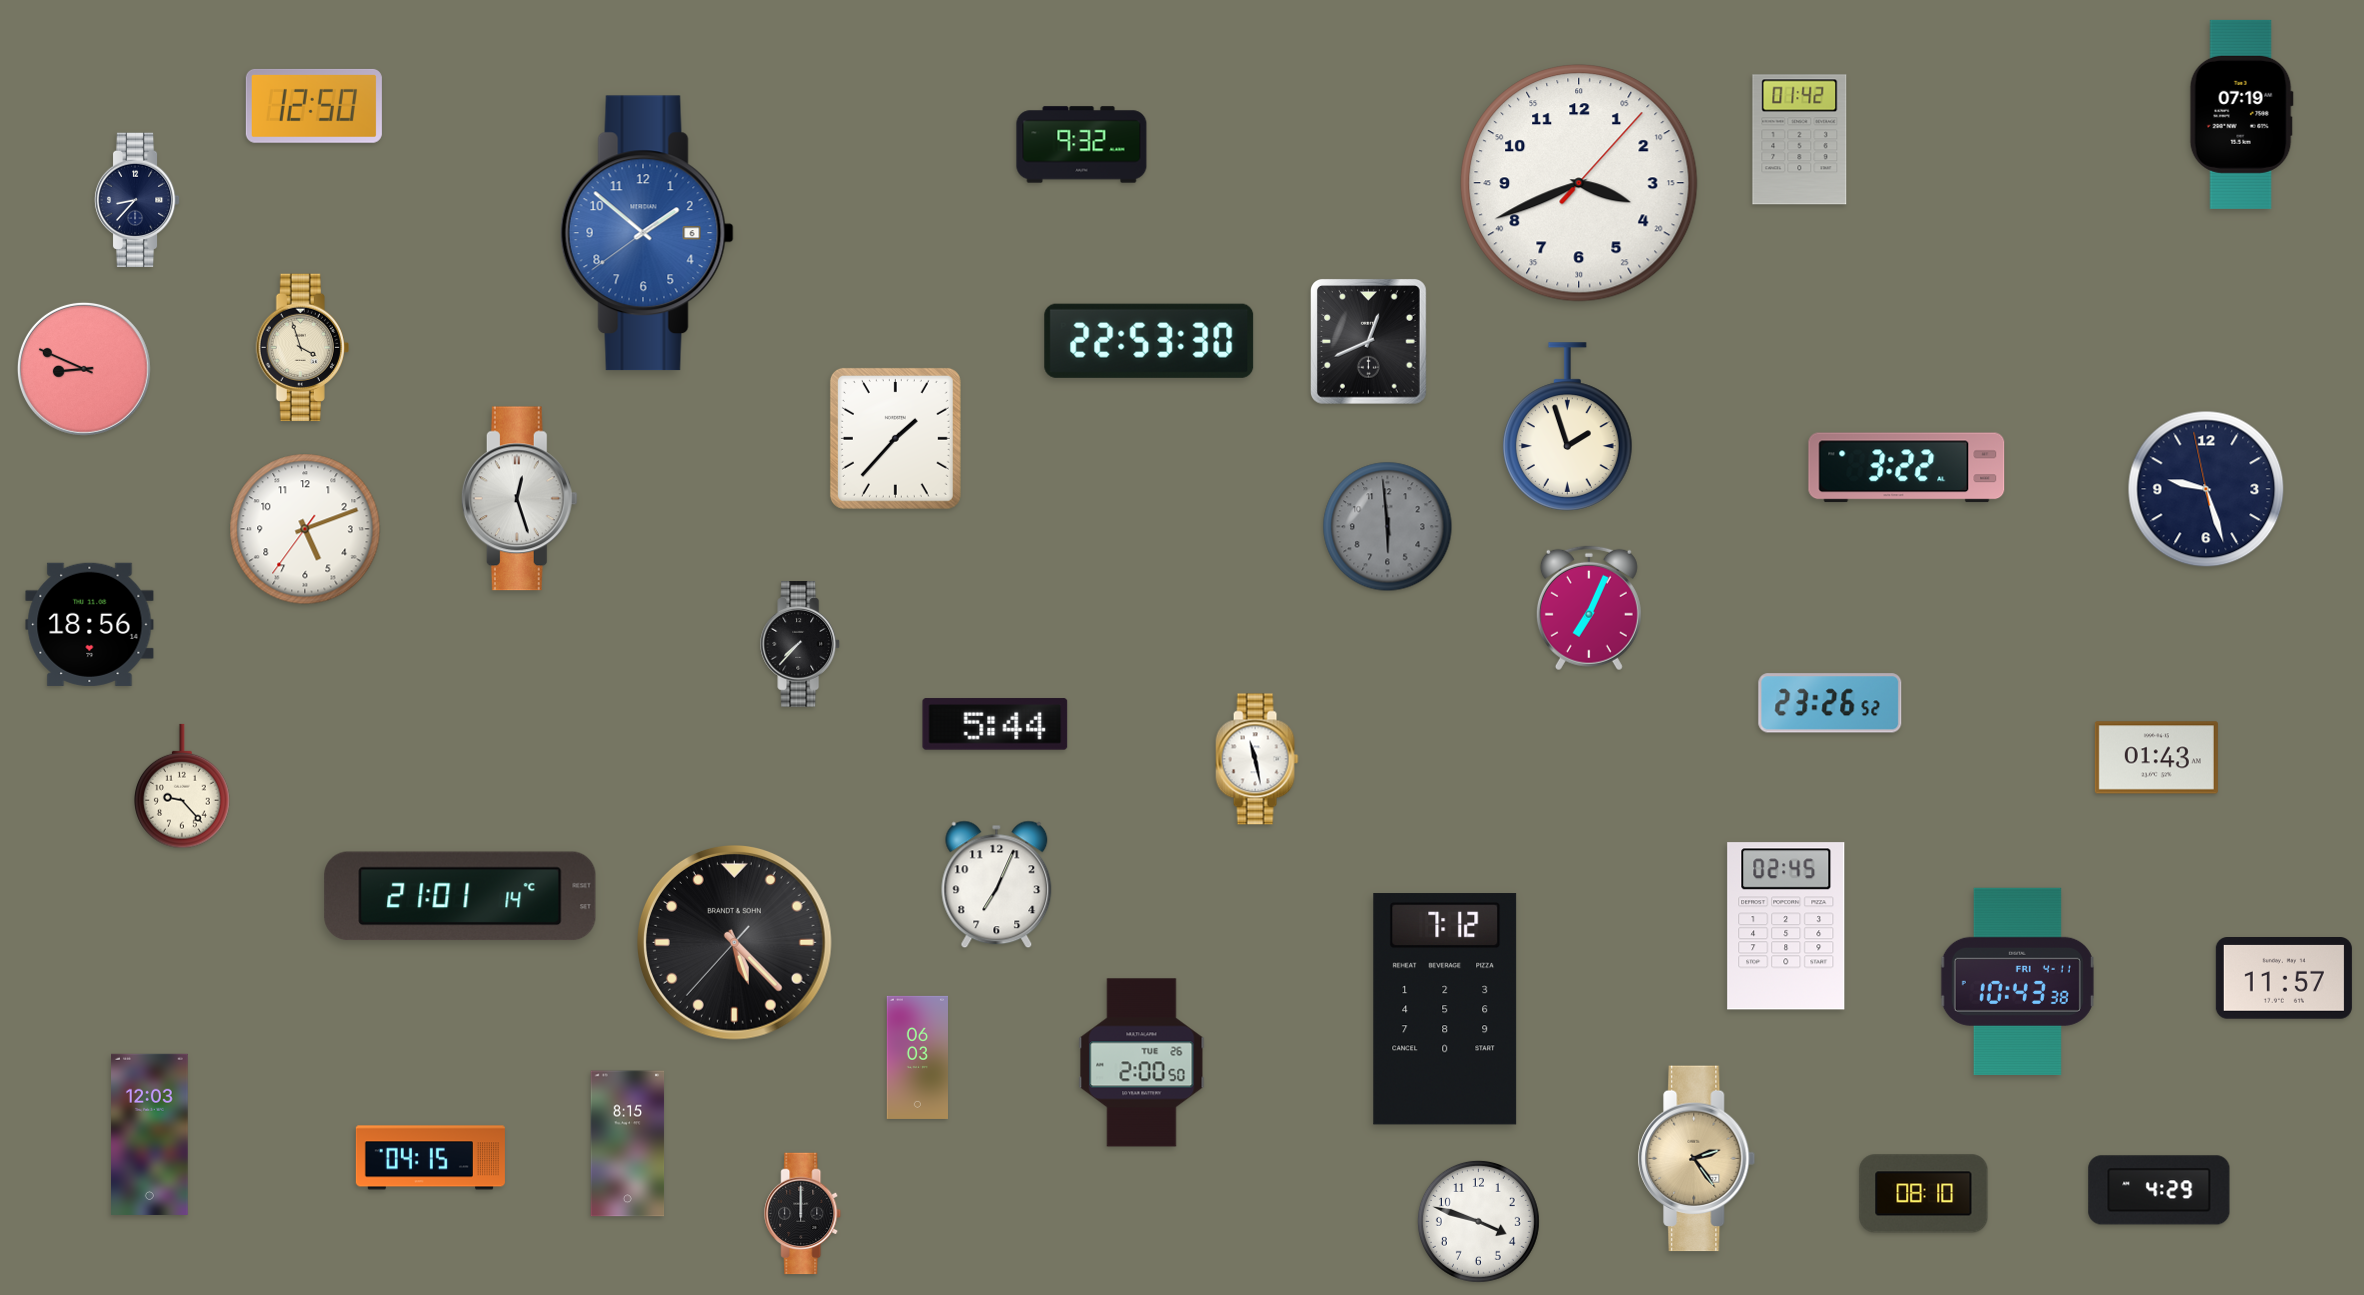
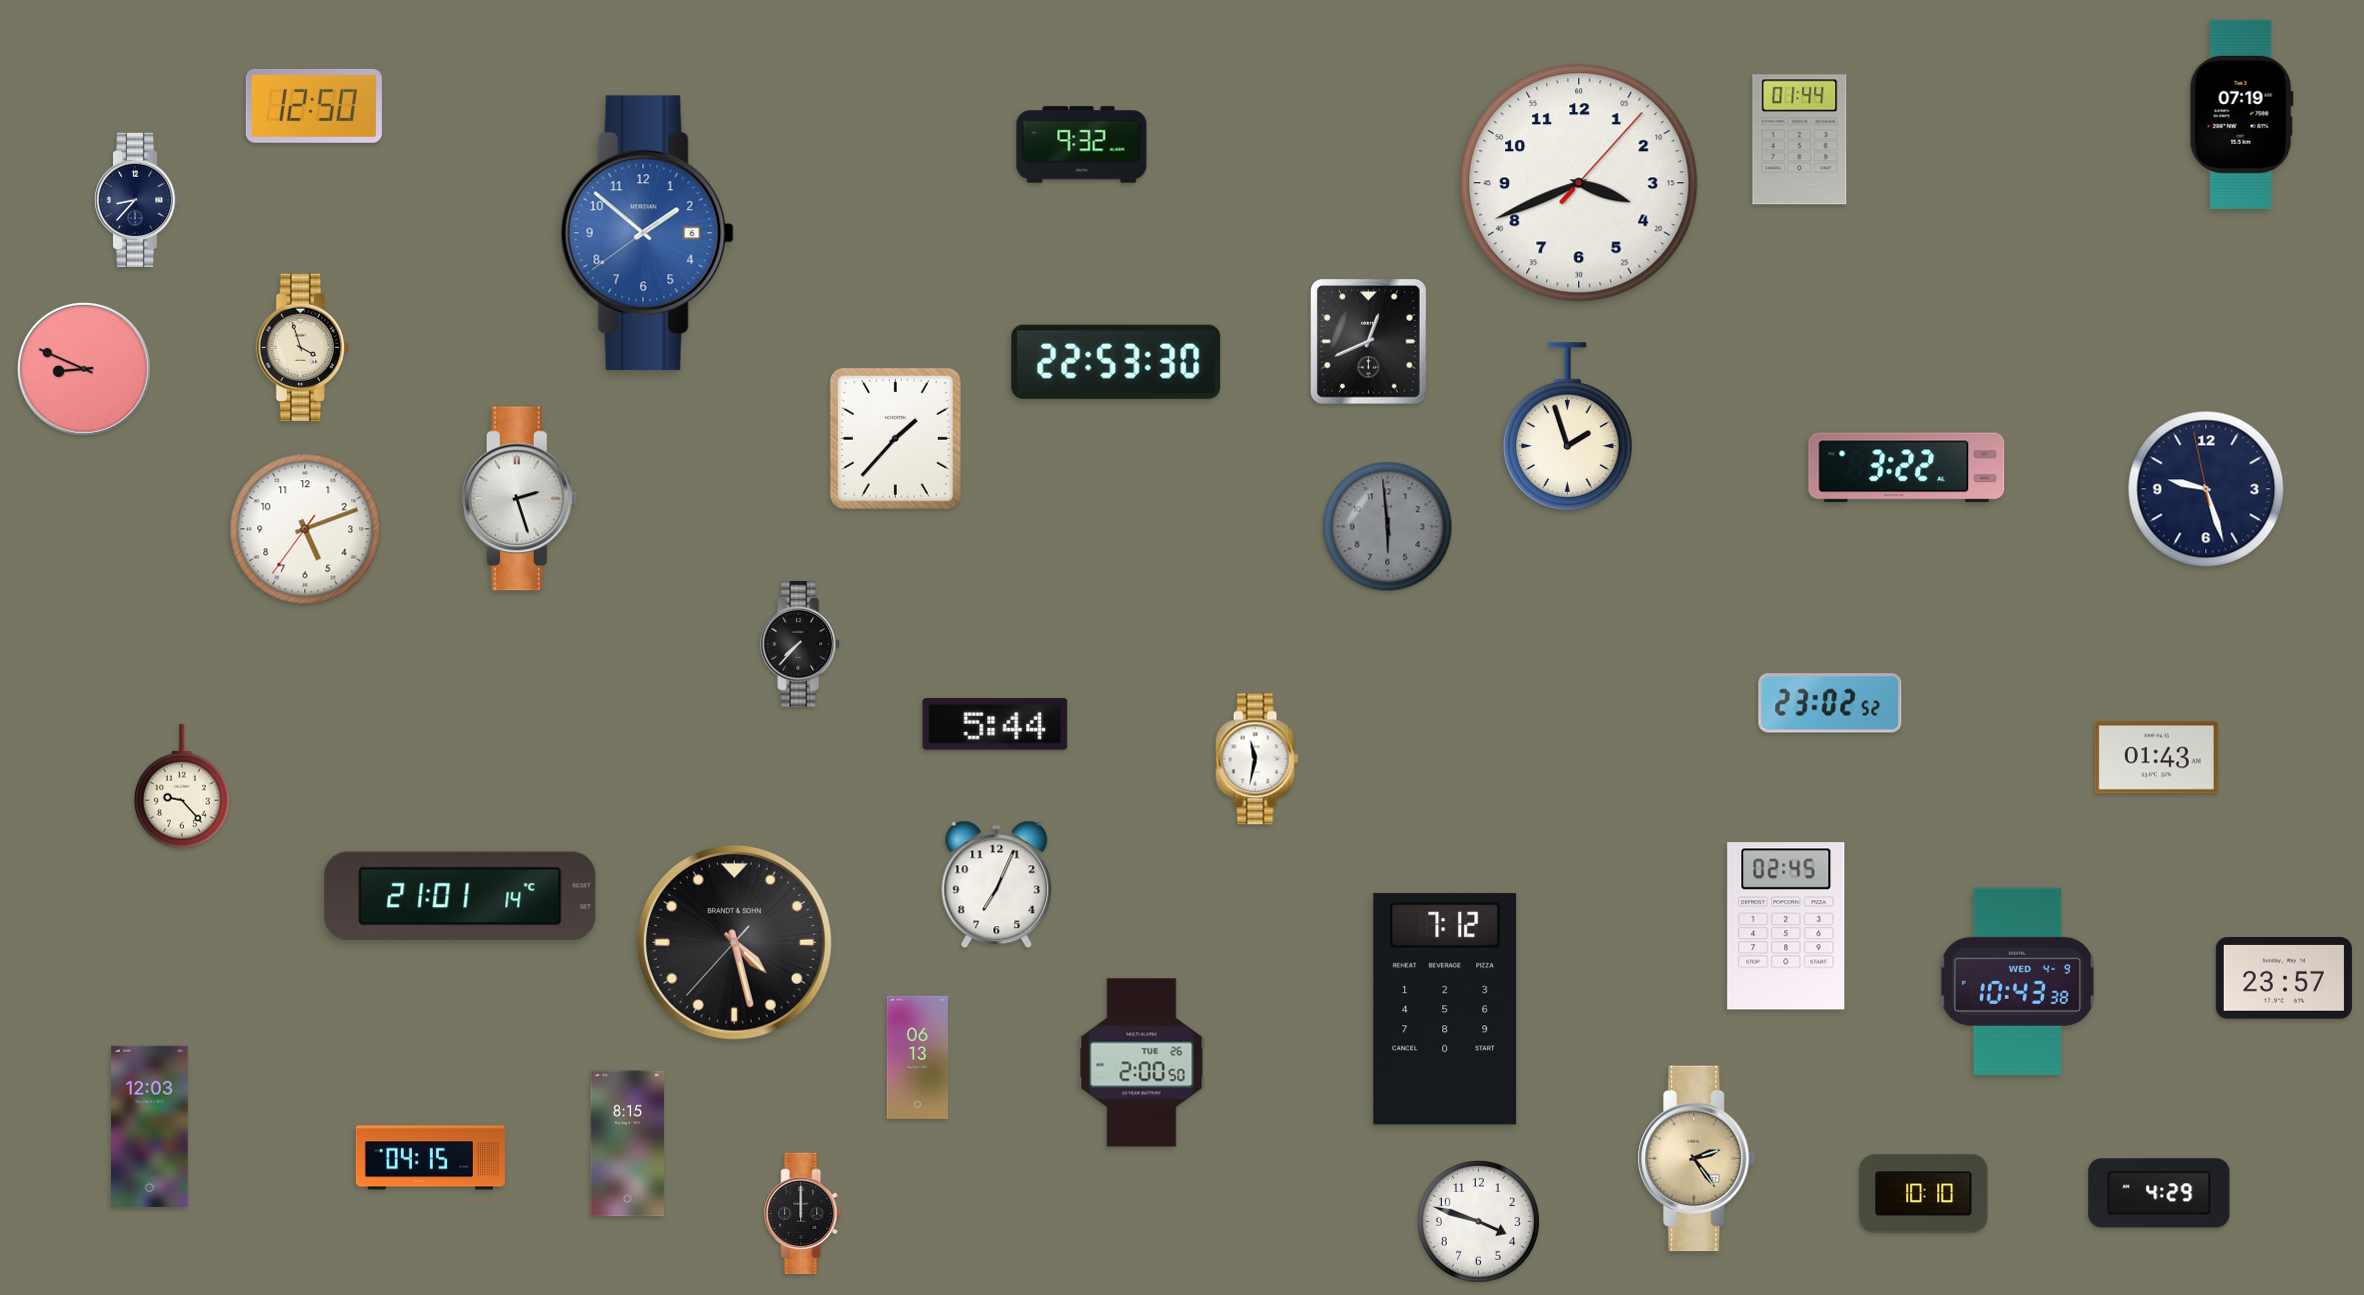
clock at (1800, 140): 01:42 -> 01:44
clock at (1149, 341) position: (1149, 341) -> (1116, 362)
clock at (519, 499): 12:27 -> 2:27
clock at (1589, 608): 7:04 -> none
clock at (90, 624): 18:56 -> none
clock at (1830, 703): 23:26 -> 23:02
clock at (1257, 759): 11:28 -> 11:32
clock at (735, 943): 5:22 -> 4:27
clock at (2284, 979): 11:57 -> 23:57
clock at (2017, 981) date: FRI 4-11 -> WED 4-9
clock at (918, 1057): 06:03 -> 06:13
clock at (150, 1134) position: (150, 1134) -> (150, 1126)
clock at (2159, 1190) position: (2159, 1190) -> (2159, 1193)
clock at (1924, 1194): 08:10 -> 10:10
